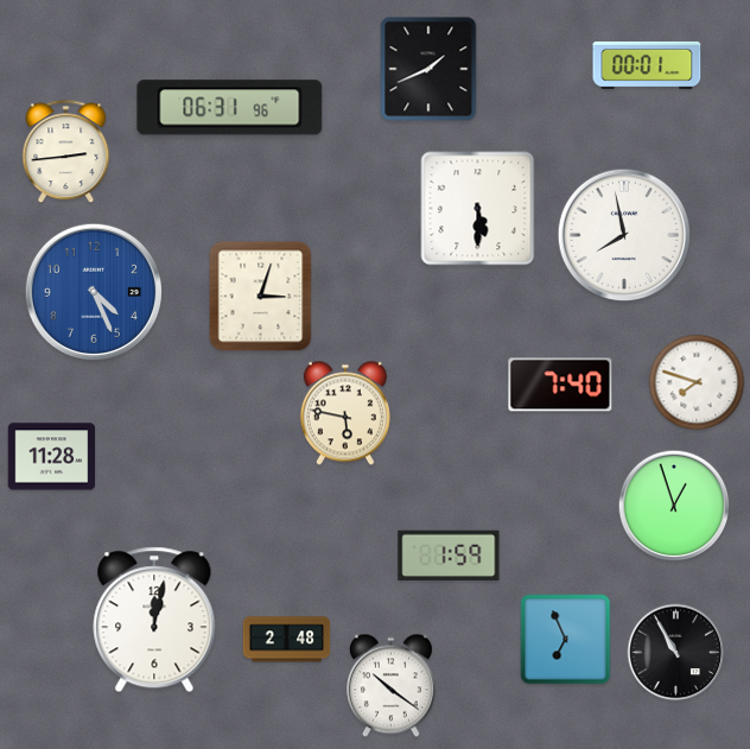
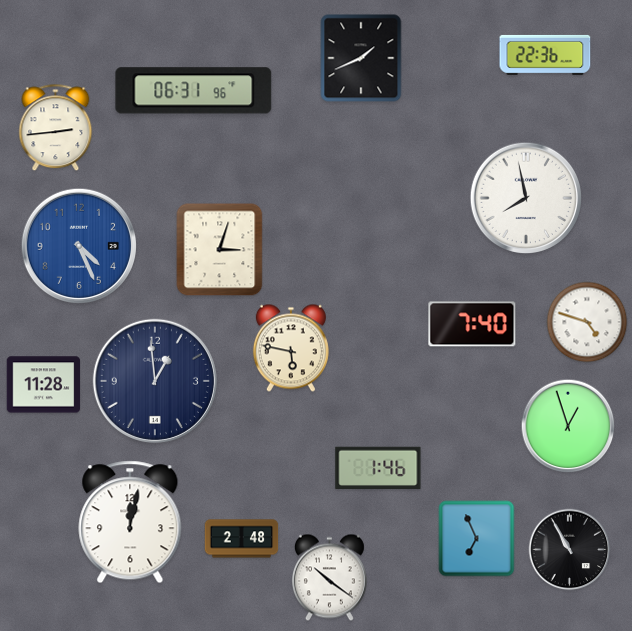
clock at (647, 65): 00:01 -> 22:36
clock at (478, 209): 5:30 -> none
clock at (697, 382): 7:48 -> 4:48
clock at (155, 381): none -> 12:59
clock at (449, 554): 1:59 -> 1:46
